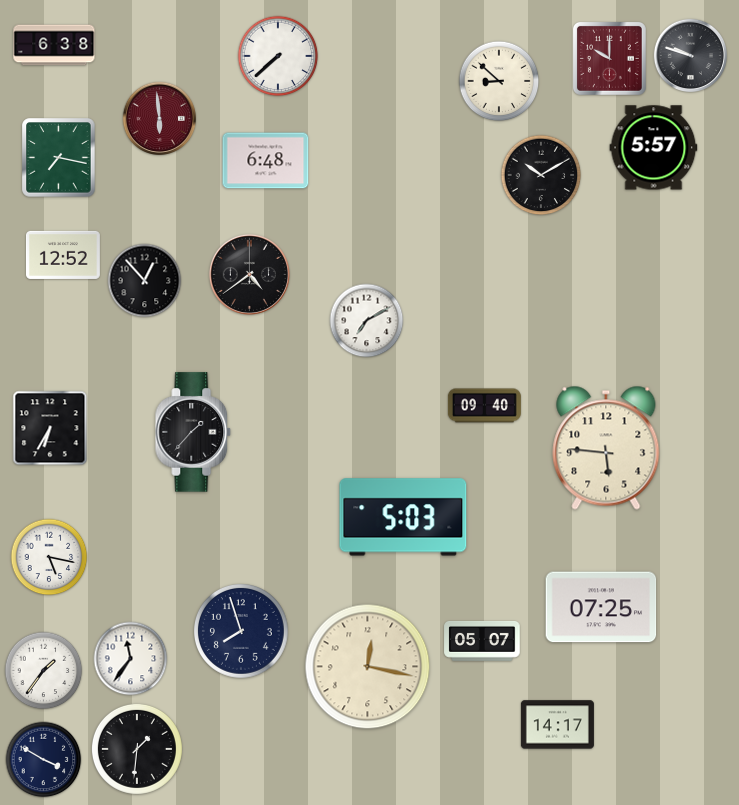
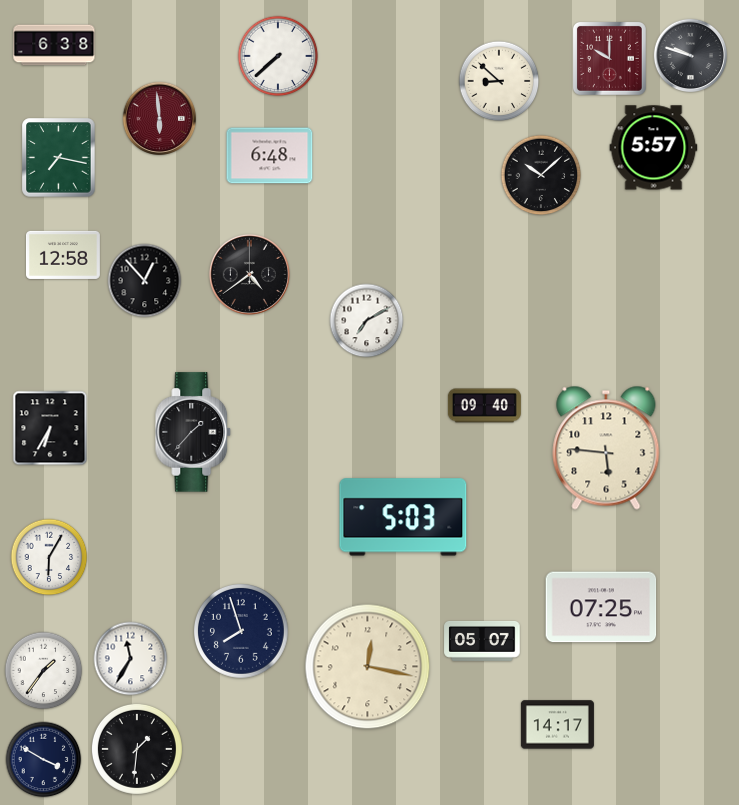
clock at (266, 161) position: (266, 161) -> (270, 156)
clock at (541, 175): 10:10 -> 10:08
clock at (63, 255): 12:52 -> 12:58
clock at (49, 557): 5:17 -> 6:05
clock at (131, 659): 11:36 -> 11:35
